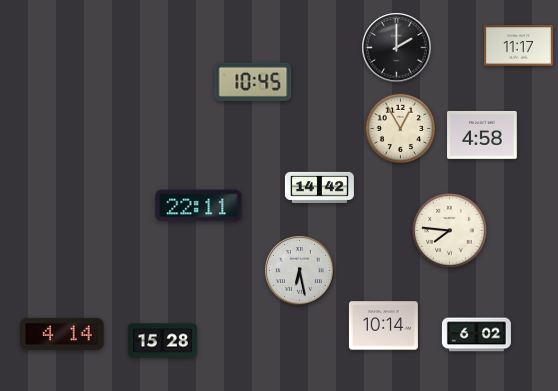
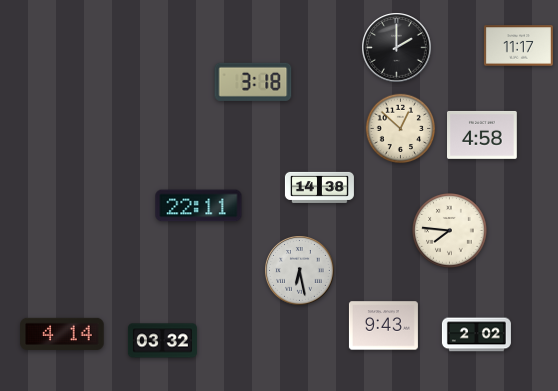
clock at (253, 82): 10:45 -> 3:18
clock at (401, 129): 12:55 -> 12:52
clock at (319, 187): 14:42 -> 14:38
clock at (383, 326): 10:14 -> 9:43
clock at (476, 335): 6:02 -> 2:02
clock at (162, 341): 15:28 -> 03:32
